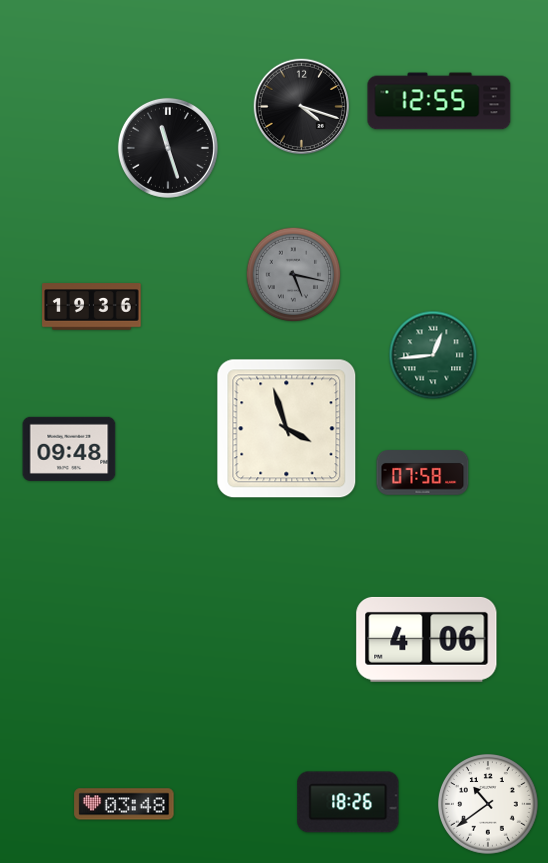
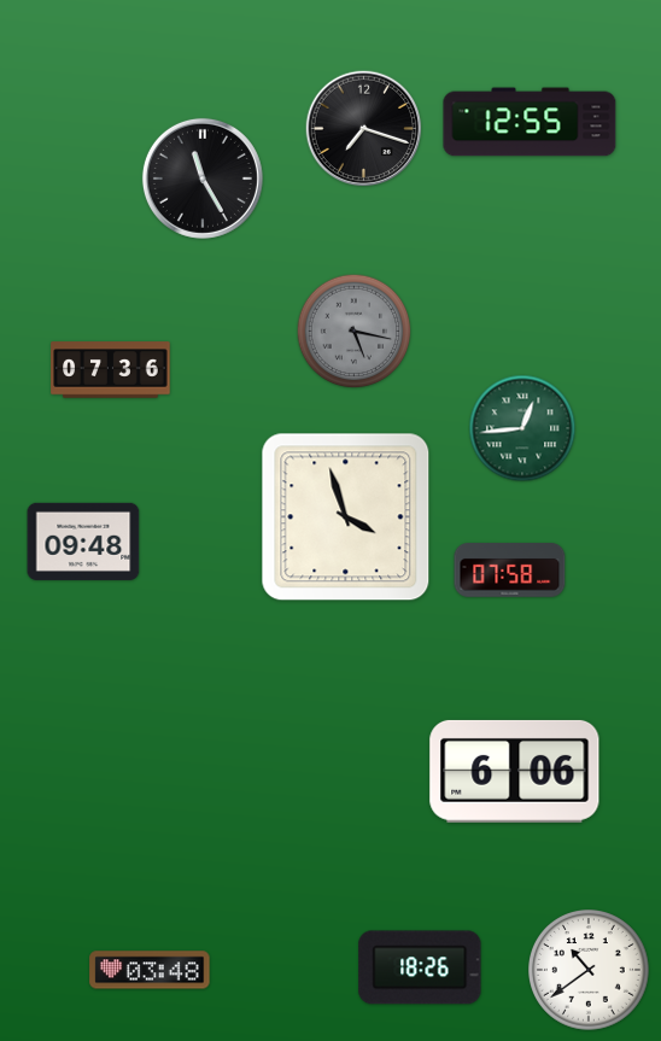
clock at (302, 107): 4:18 -> 7:18
clock at (168, 148): 11:27 -> 11:25
clock at (92, 307): 19:36 -> 07:36
clock at (427, 639): 4:06 -> 6:06
